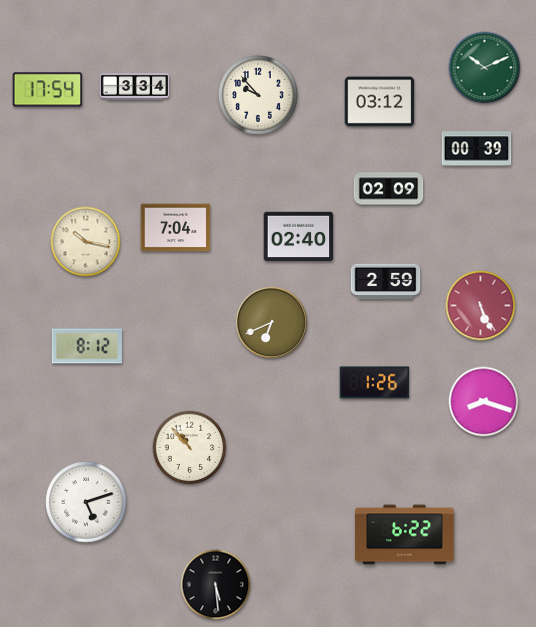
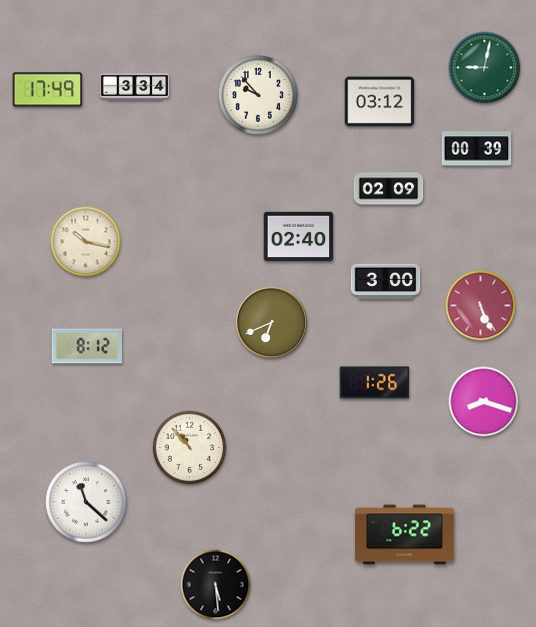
clock at (485, 68): 10:11 -> 9:02
clock at (48, 90): 17:54 -> 17:49
clock at (176, 228): 7:04 -> none
clock at (386, 282): 2:59 -> 3:00
clock at (86, 502): 5:12 -> 11:22
